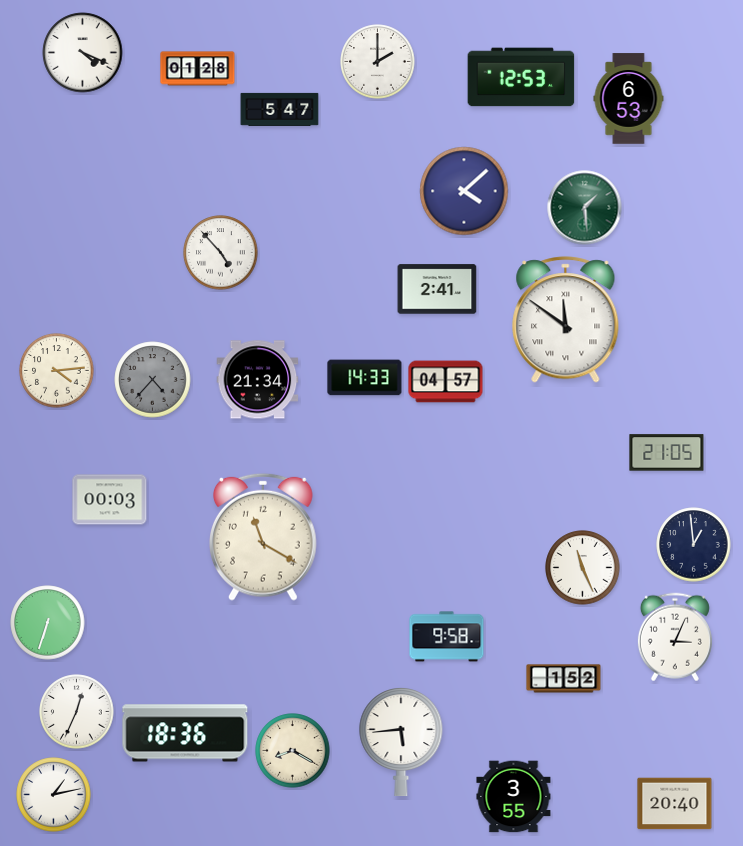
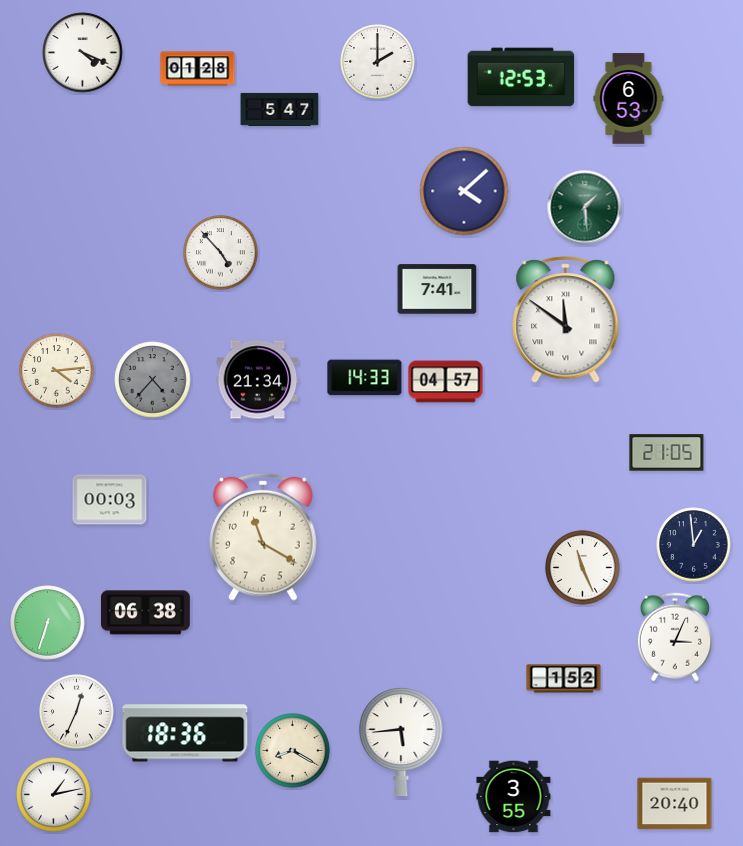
clock at (437, 289): 2:41 -> 7:41
clock at (145, 613): none -> 06:38
clock at (447, 637): 9:58 -> none
